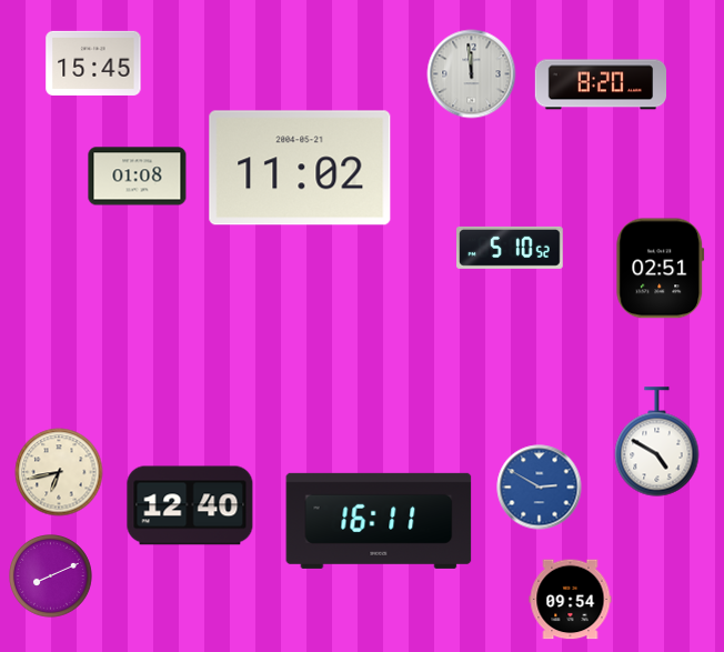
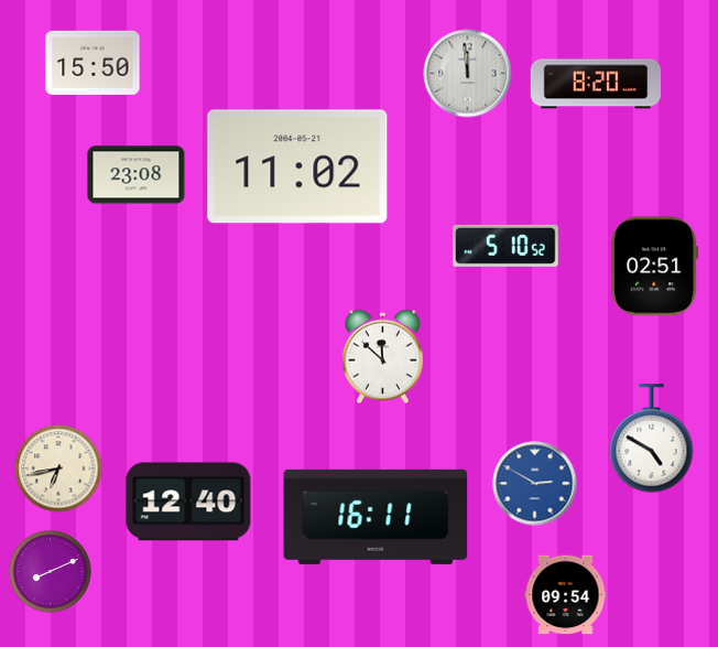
clock at (93, 63): 15:45 -> 15:50
clock at (138, 177): 01:08 -> 23:08
clock at (383, 357): none -> 11:52
